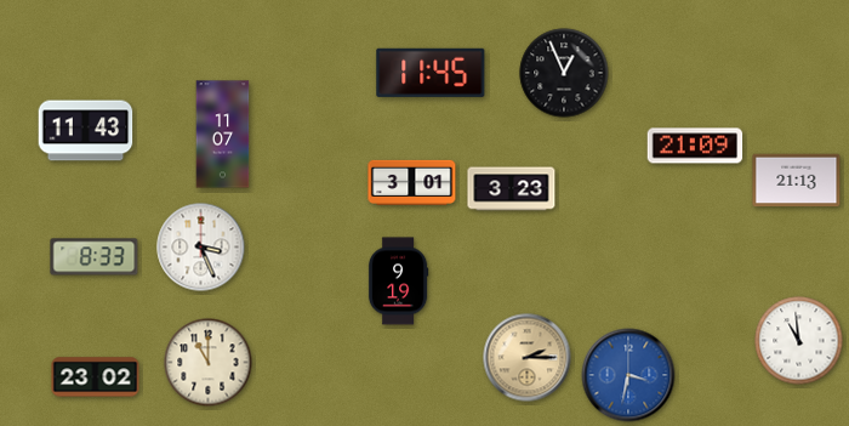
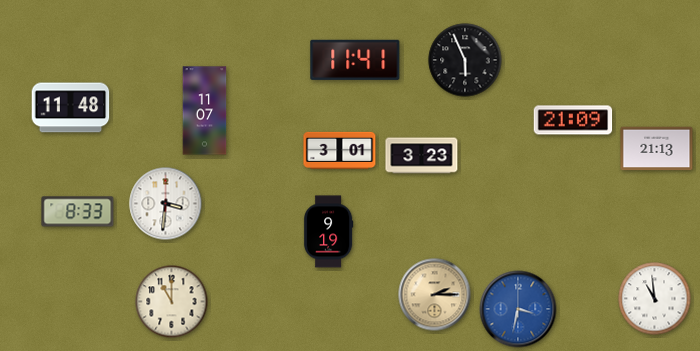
clock at (431, 73): 11:45 -> 11:41
clock at (564, 73): 12:56 -> 5:56
clock at (86, 131): 11:43 -> 11:48
clock at (223, 135) position: (223, 135) -> (205, 111)
clock at (201, 248): 3:26 -> 3:31
clock at (799, 341) position: (799, 341) -> (655, 299)
clock at (209, 363) position: (209, 363) -> (172, 302)
clock at (96, 377): 23:02 -> none
